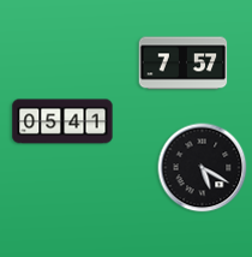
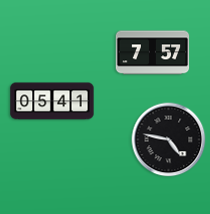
clock at (203, 168): 5:20 -> 4:47
